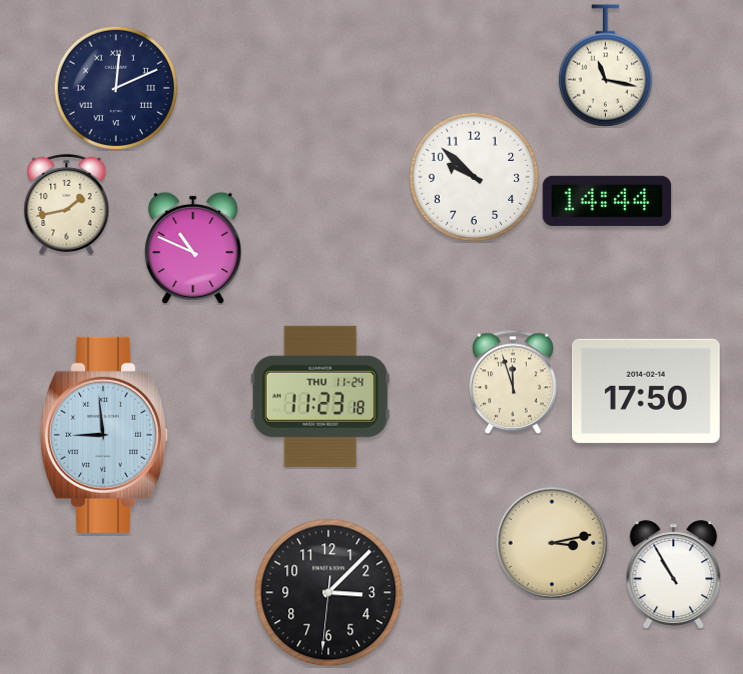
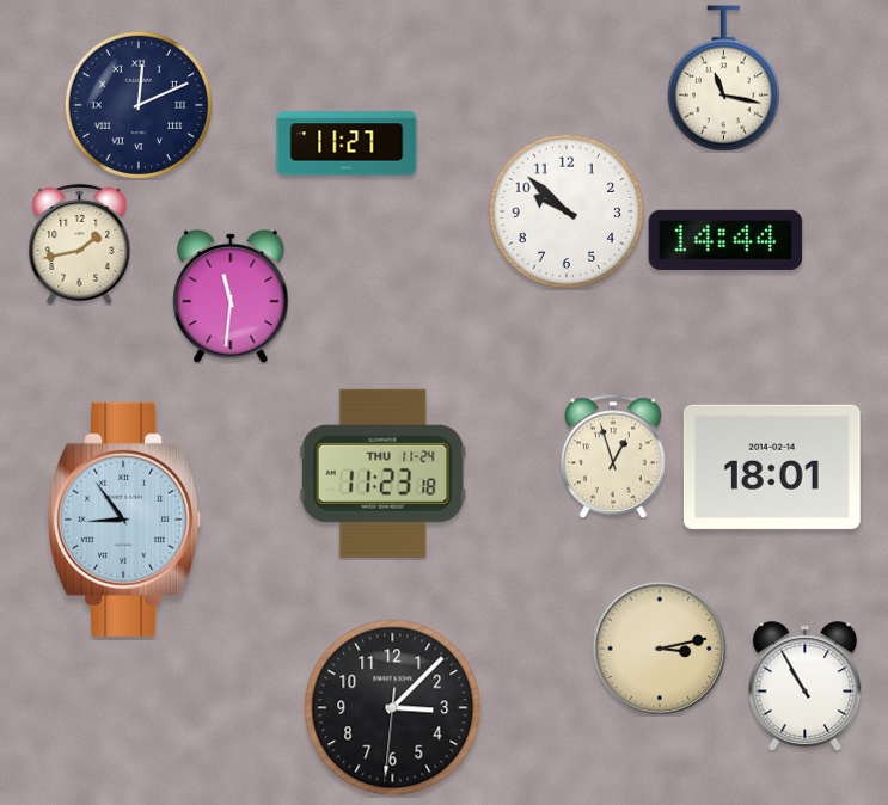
clock at (347, 143): none -> 11:27
clock at (193, 248): 10:49 -> 11:31
clock at (514, 382): 11:57 -> 12:57
clock at (646, 391): 17:50 -> 18:01
clock at (105, 435): 8:59 -> 8:54
